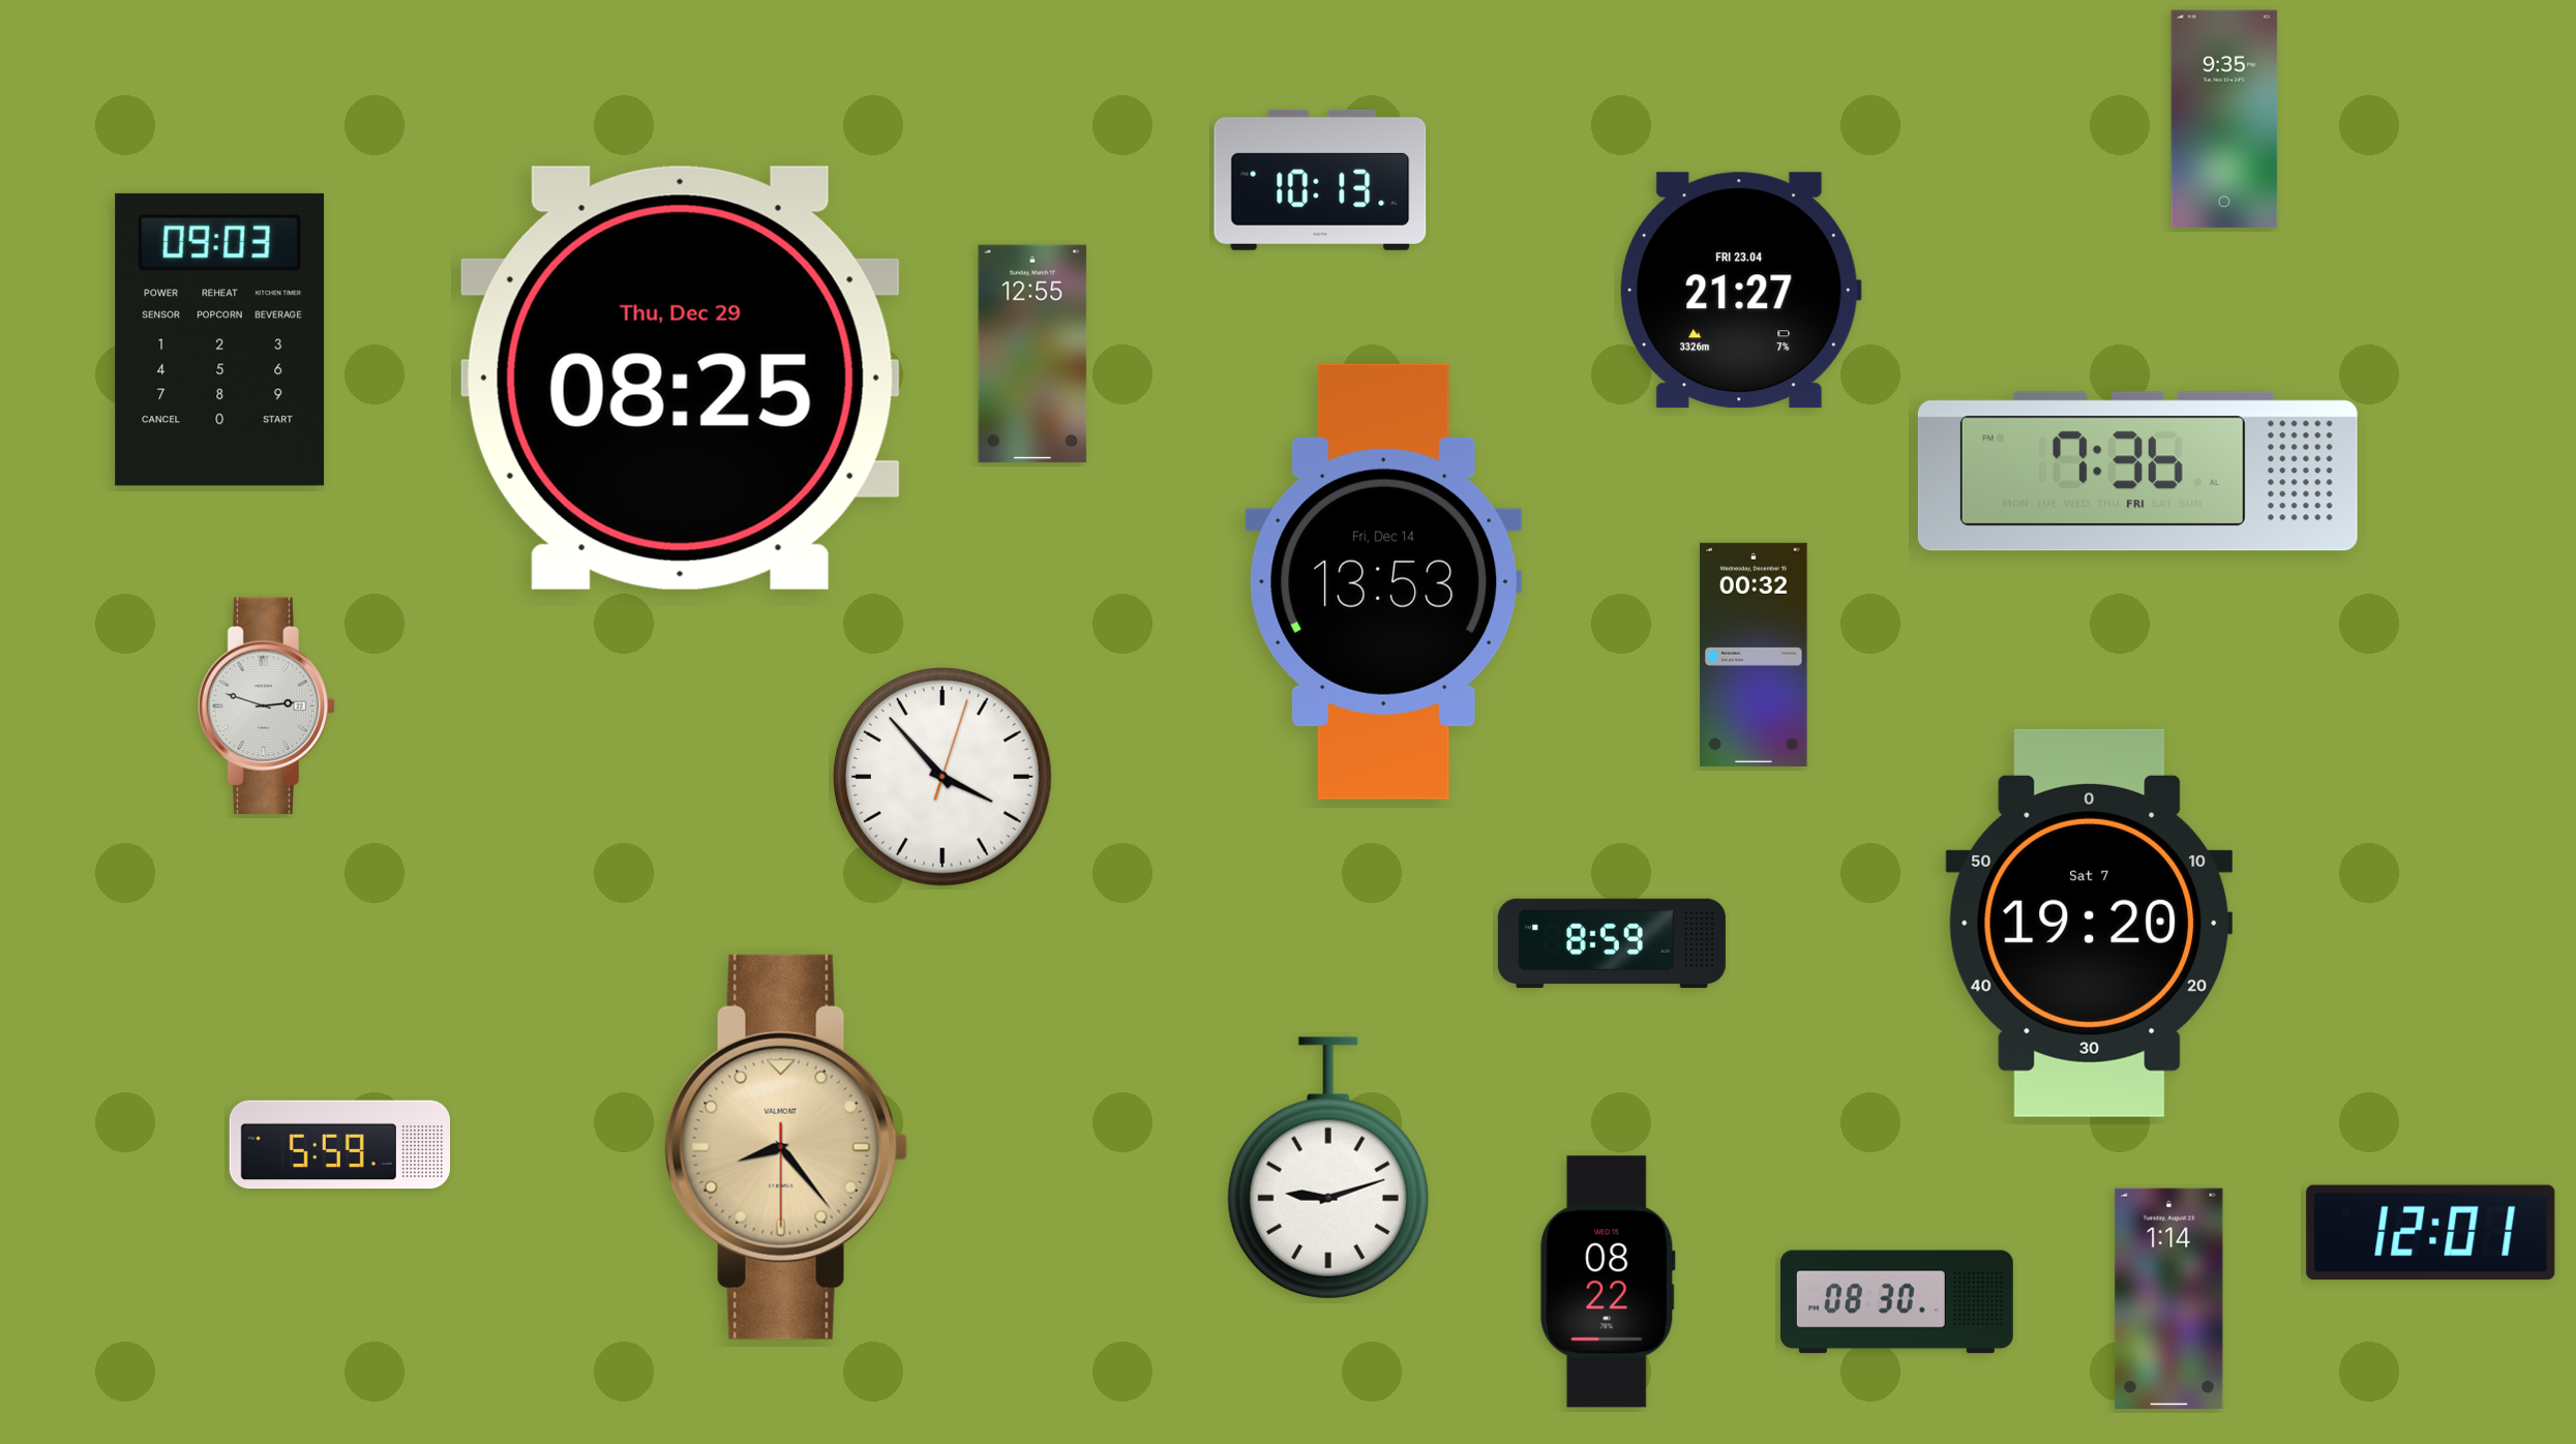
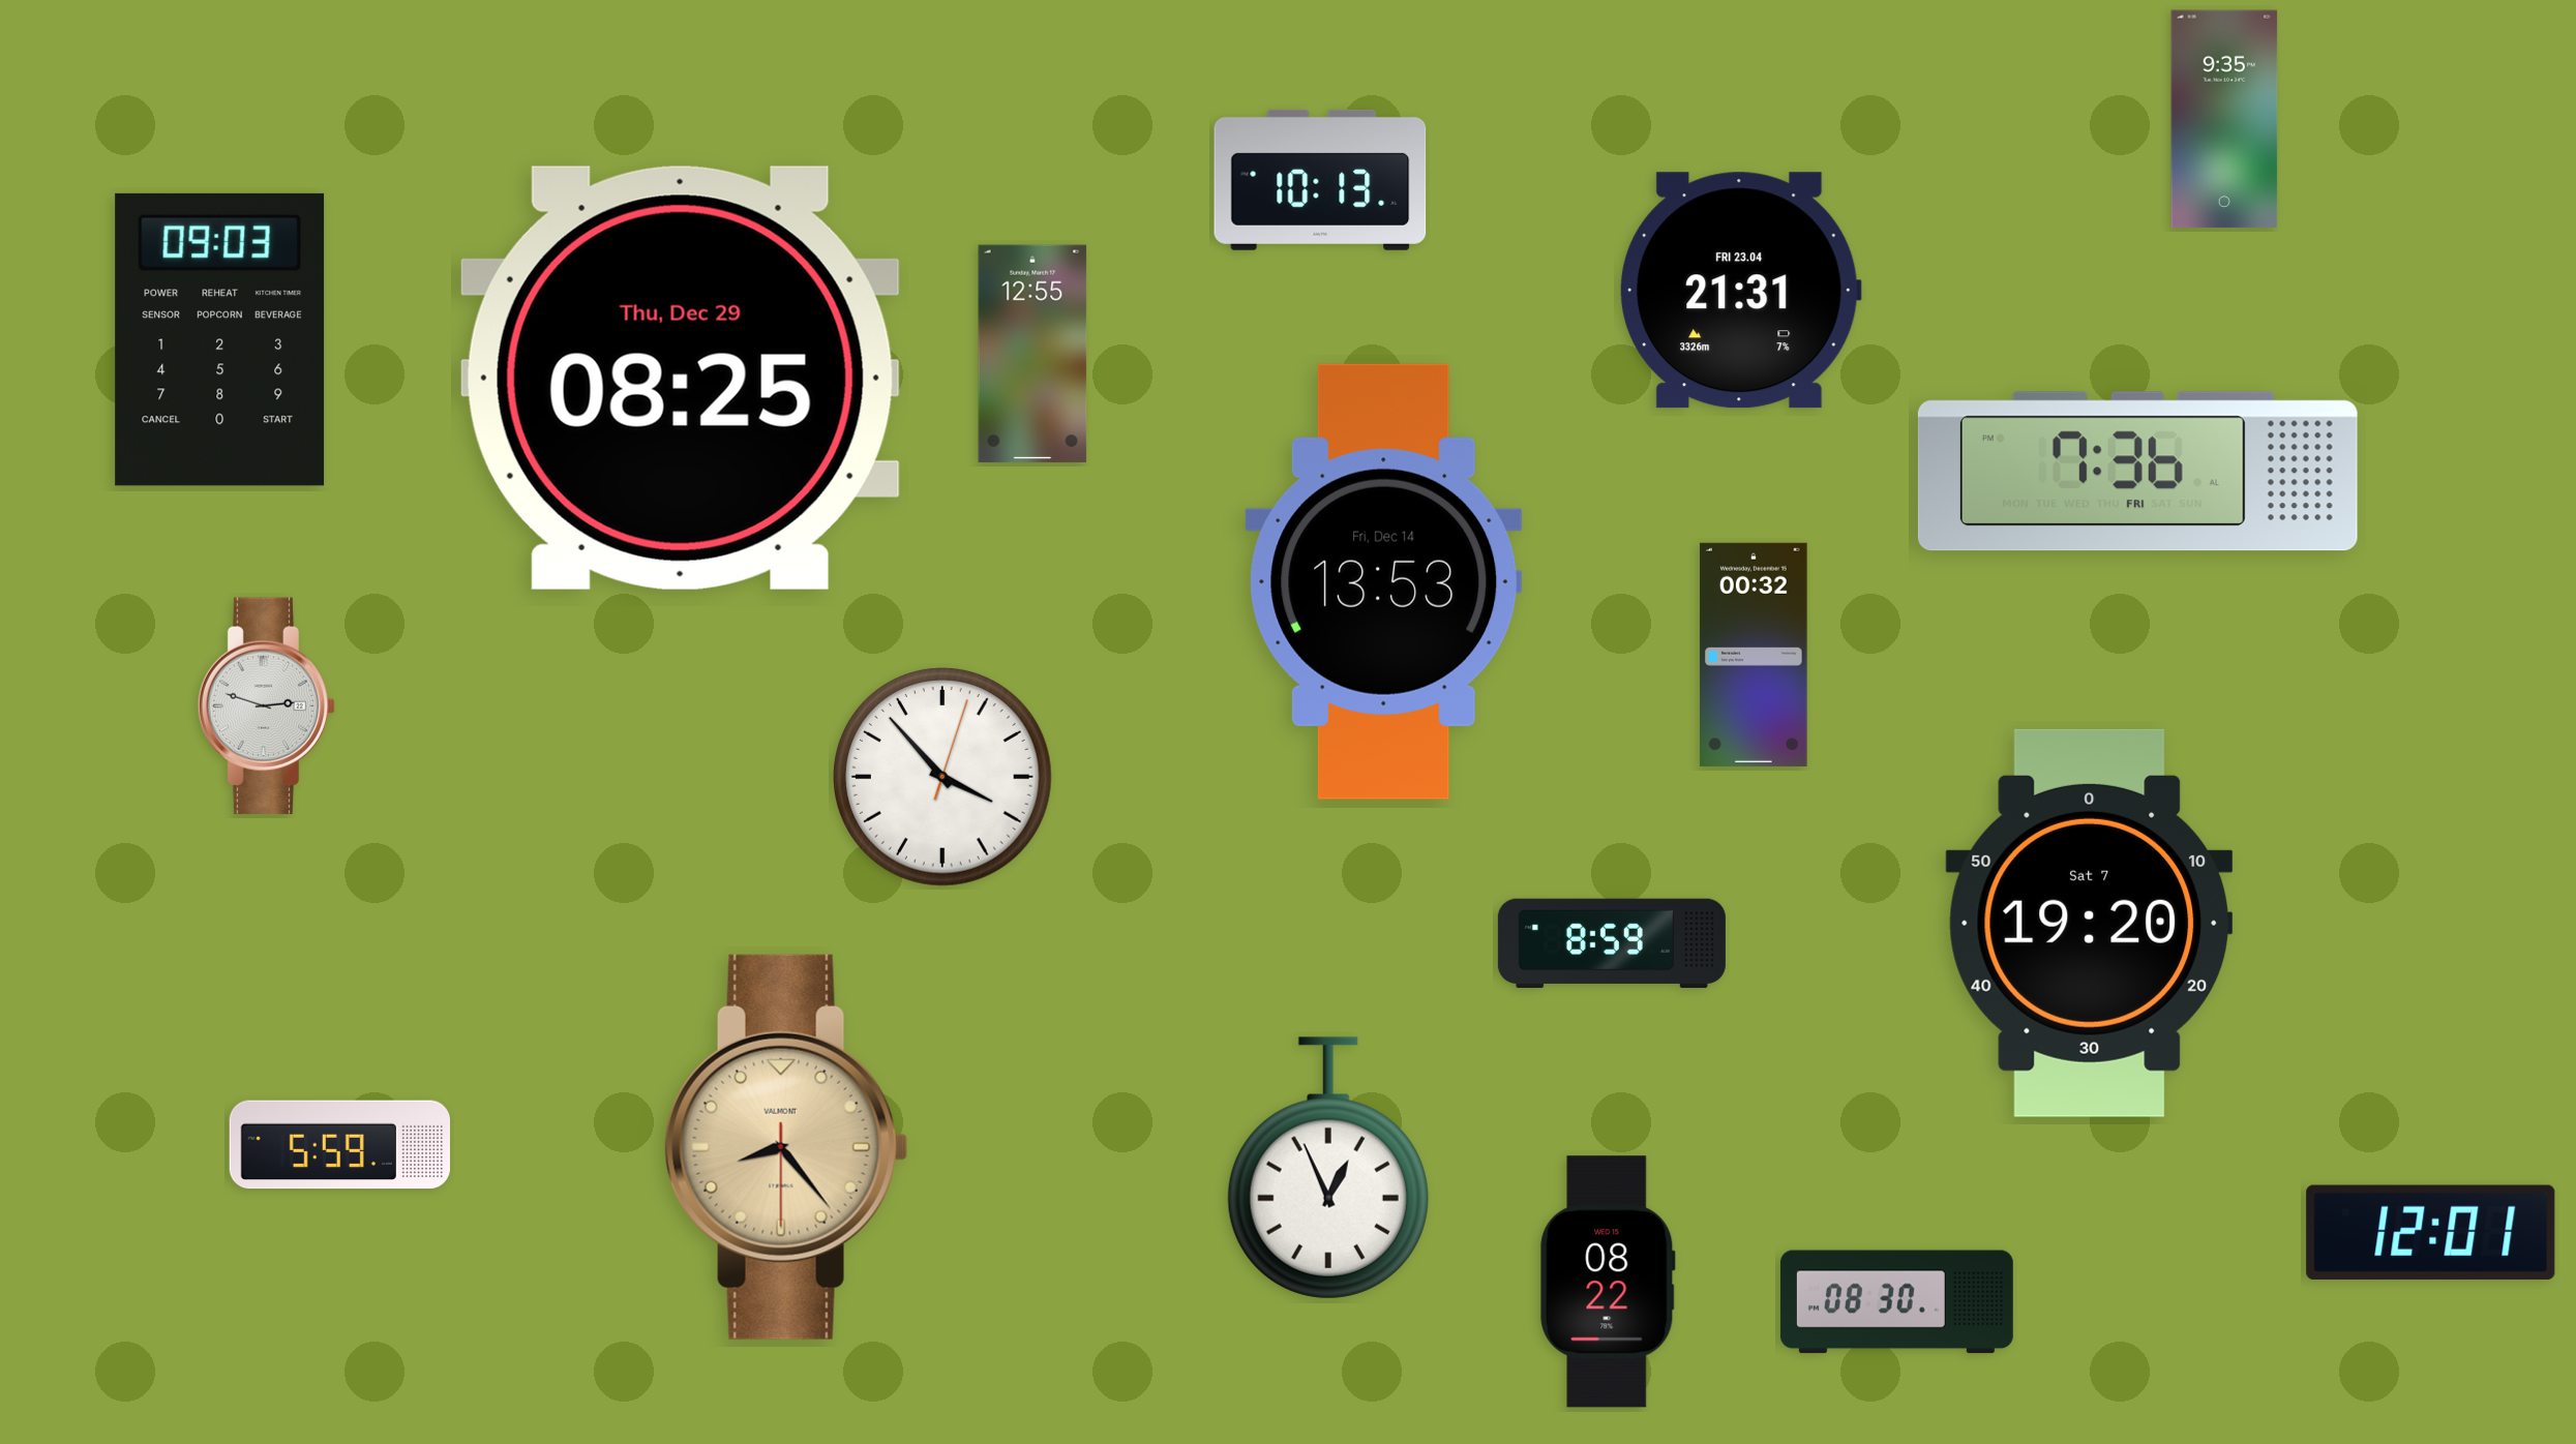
clock at (1741, 291): 21:27 -> 21:31
clock at (1328, 1168): 9:12 -> 12:56
clock at (2169, 1298): 1:14 -> none
